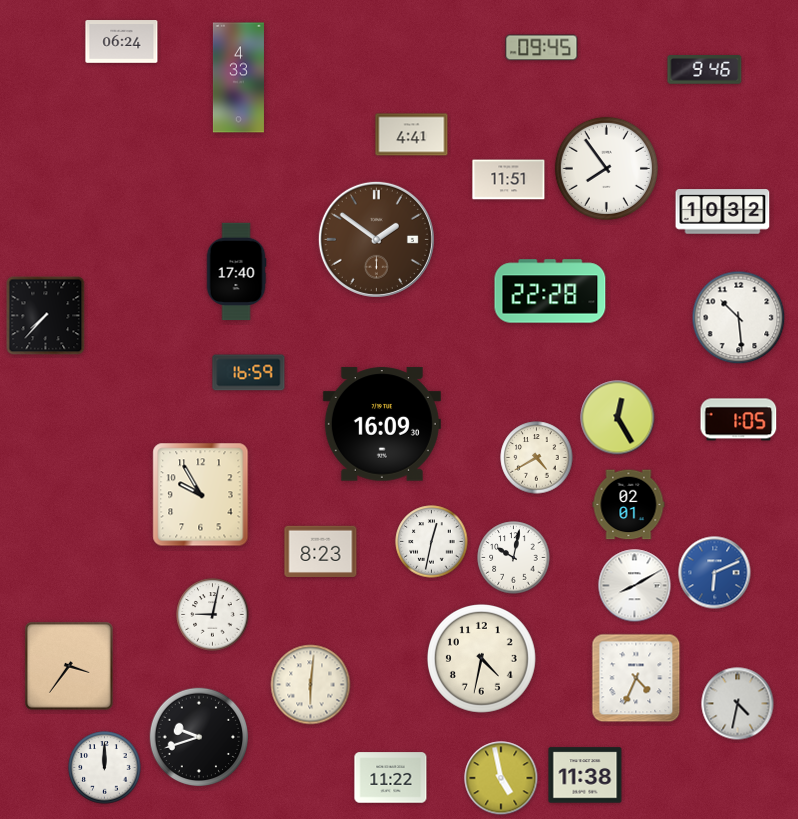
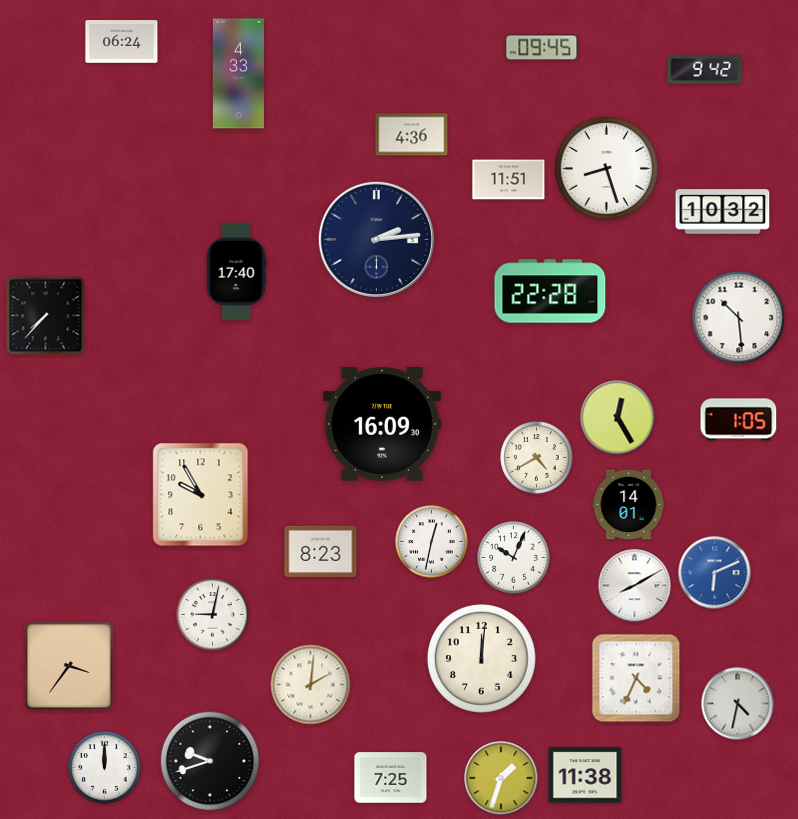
clock at (705, 70): 9:46 -> 9:42
clock at (238, 78) position: (238, 78) -> (238, 74)
clock at (412, 135): 4:41 -> 4:36
clock at (606, 168): 7:54 -> 8:27
clock at (376, 239): 1:51 -> 2:14
clock at (376, 239) dial: brown -> navy
clock at (249, 373): 16:59 -> none
clock at (629, 505): 02:01 -> 14:01
clock at (514, 558): 10:02 -> 10:04
clock at (481, 658): 4:32 -> 12:01
clock at (311, 685): 6:01 -> 2:01
clock at (199, 737) position: (199, 737) -> (210, 761)
clock at (391, 778): 11:22 -> 7:25
clock at (501, 778): 4:58 -> 1:33
